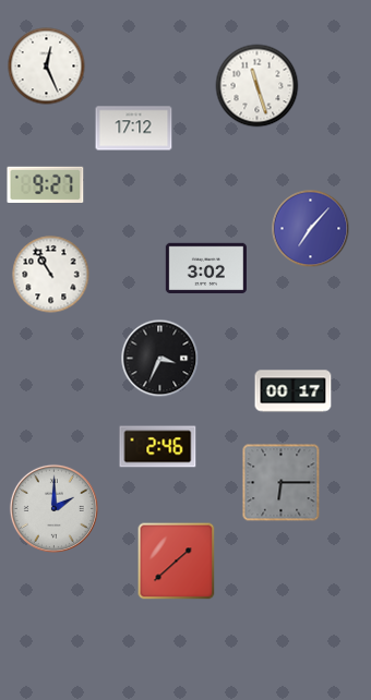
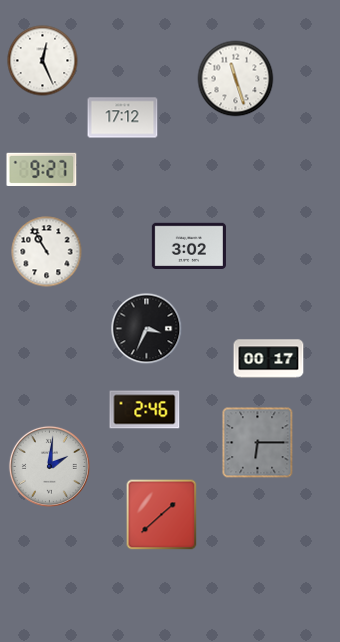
clock at (311, 229): 7:07 -> none
clock at (53, 508): 2:00 -> 2:01
